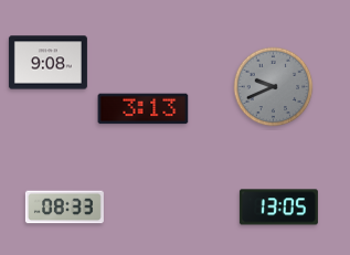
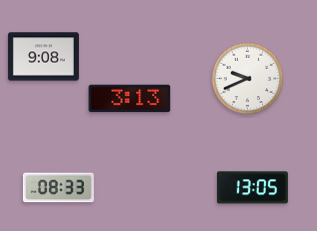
clock at (274, 87) dial: grey -> white
